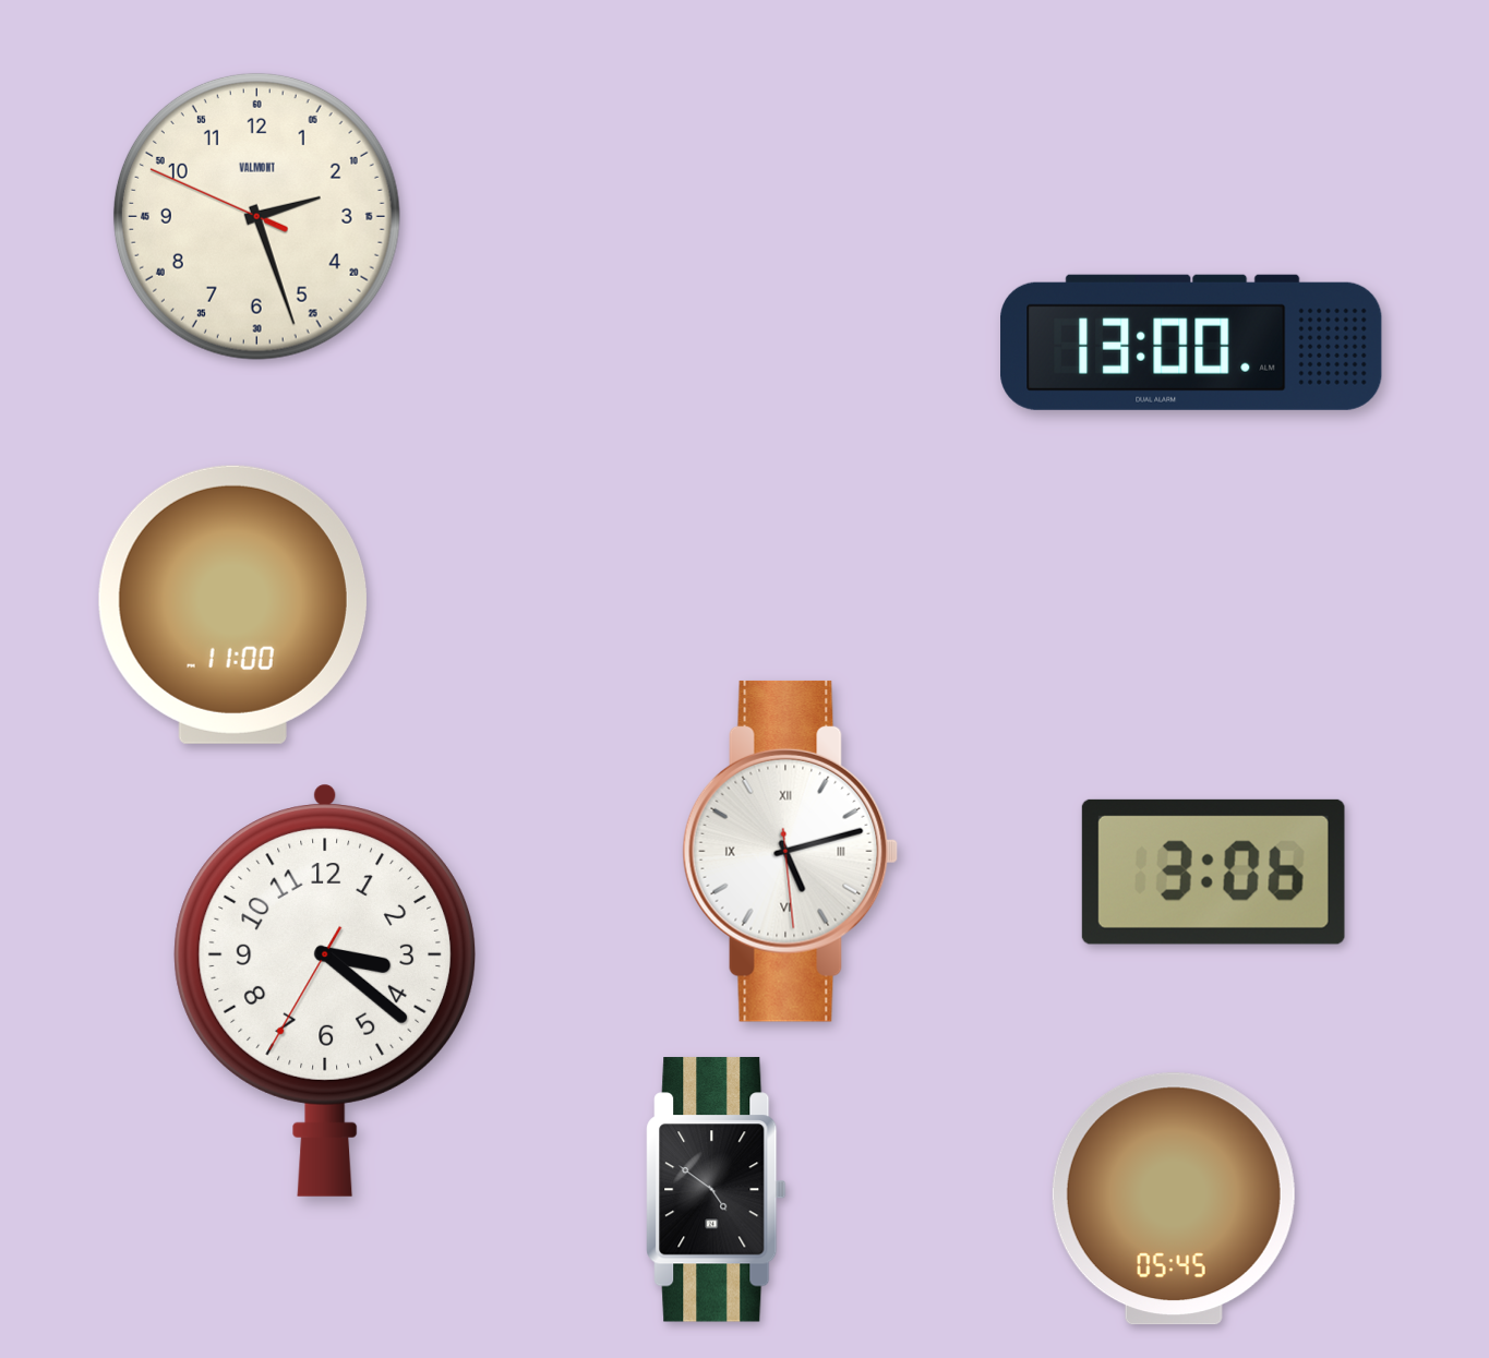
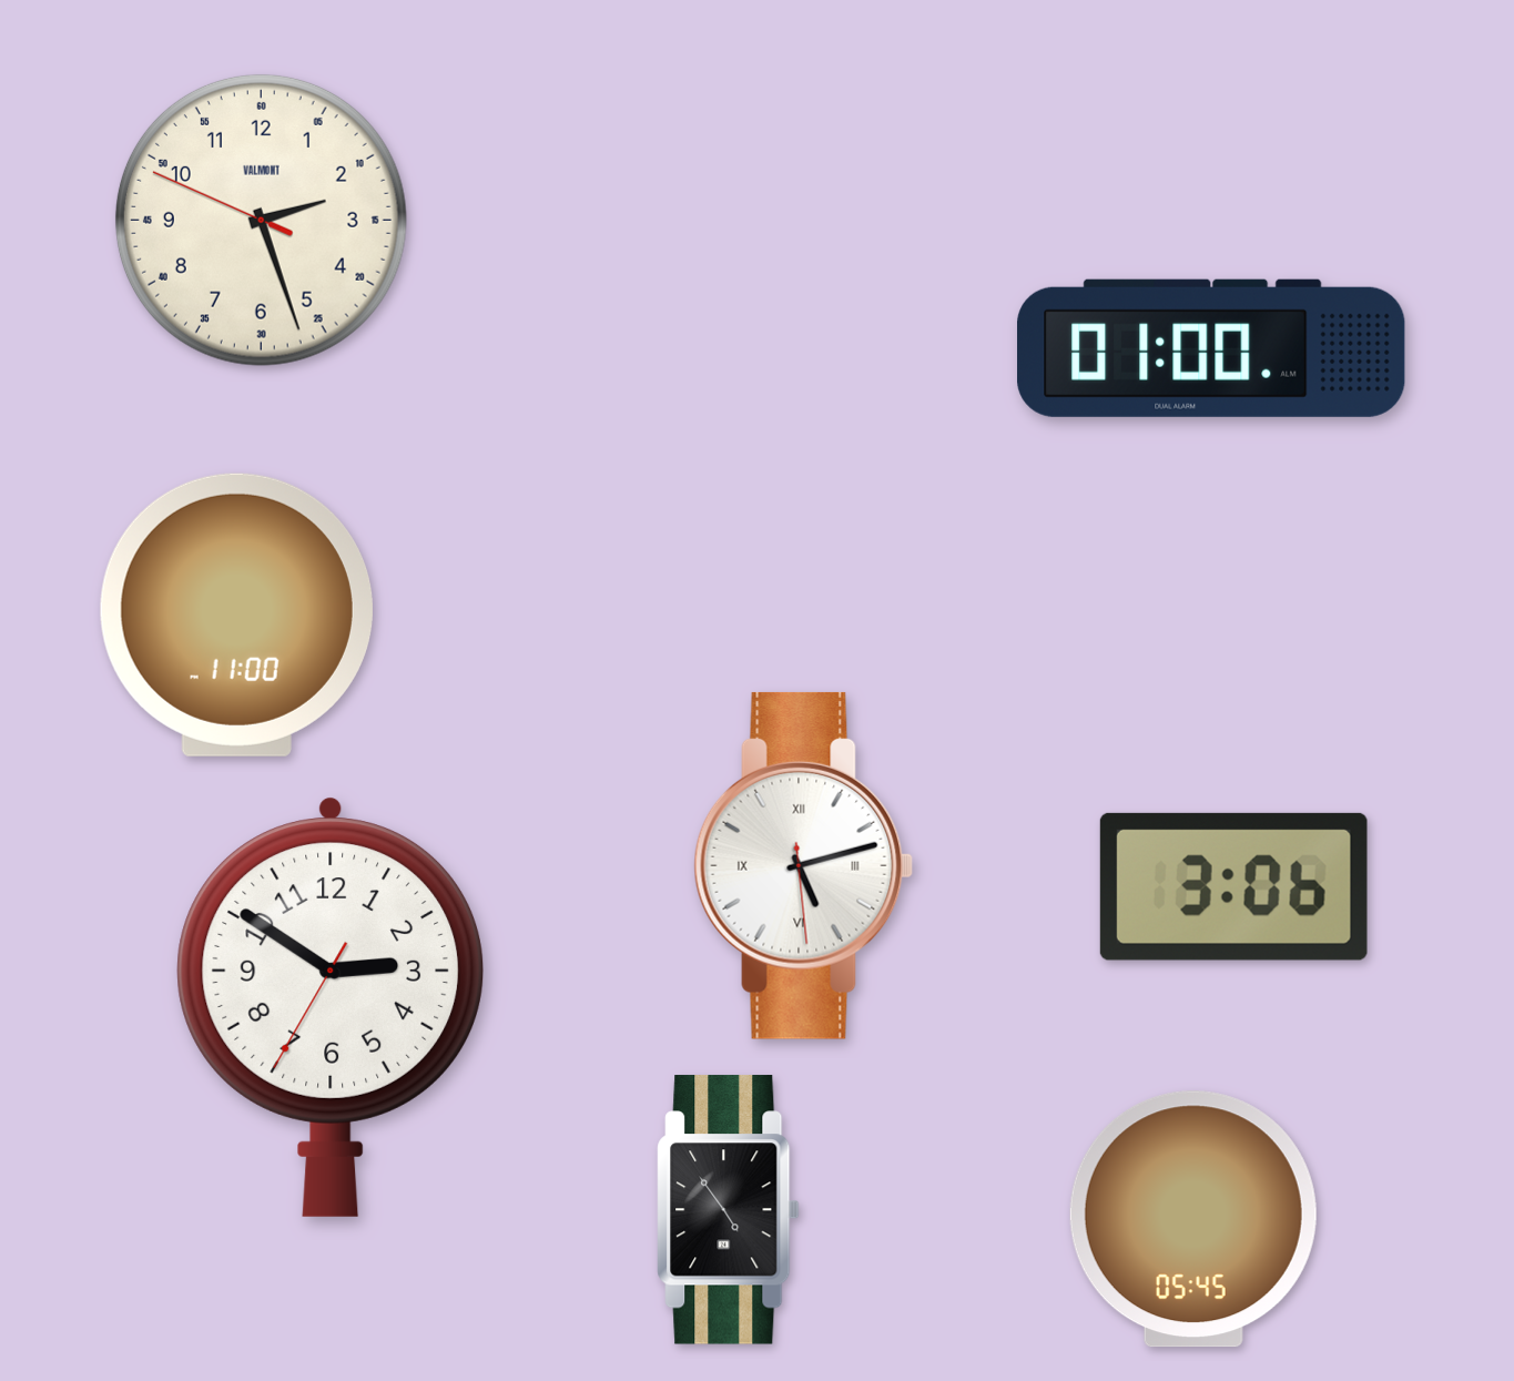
clock at (1191, 342): 13:00 -> 01:00
clock at (325, 990): 3:21 -> 2:50
clock at (717, 1190): 4:51 -> 4:54
